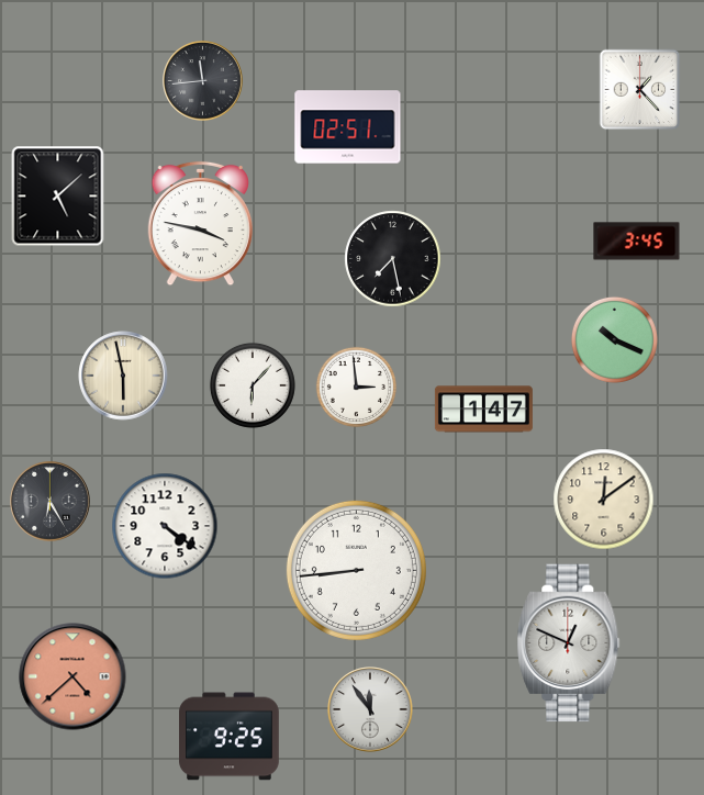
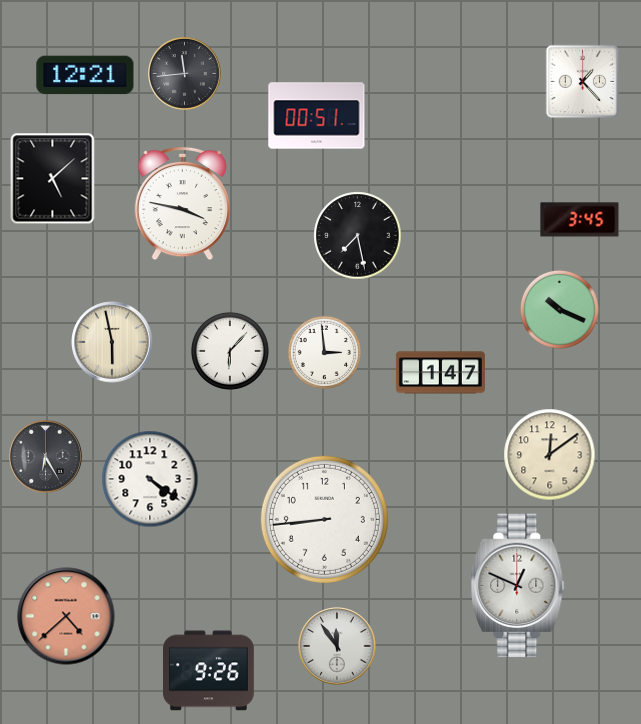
clock at (85, 75): none -> 12:21
clock at (348, 127): 02:51 -> 00:51
clock at (230, 737): 9:25 -> 9:26
